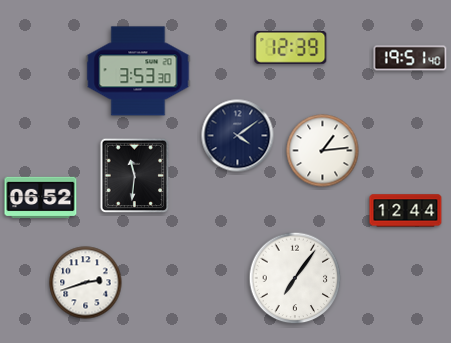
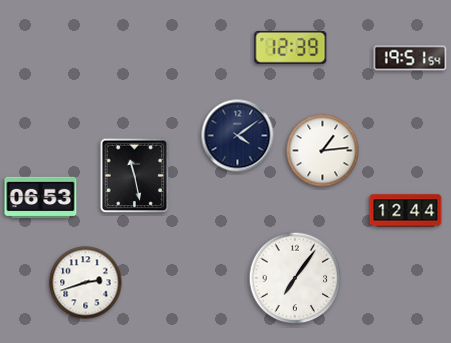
clock at (410, 58): 19:51:40 -> 19:51:54
clock at (138, 71): 3:53 -> none
clock at (135, 176): 11:31 -> 11:28
clock at (41, 198): 06:52 -> 06:53
